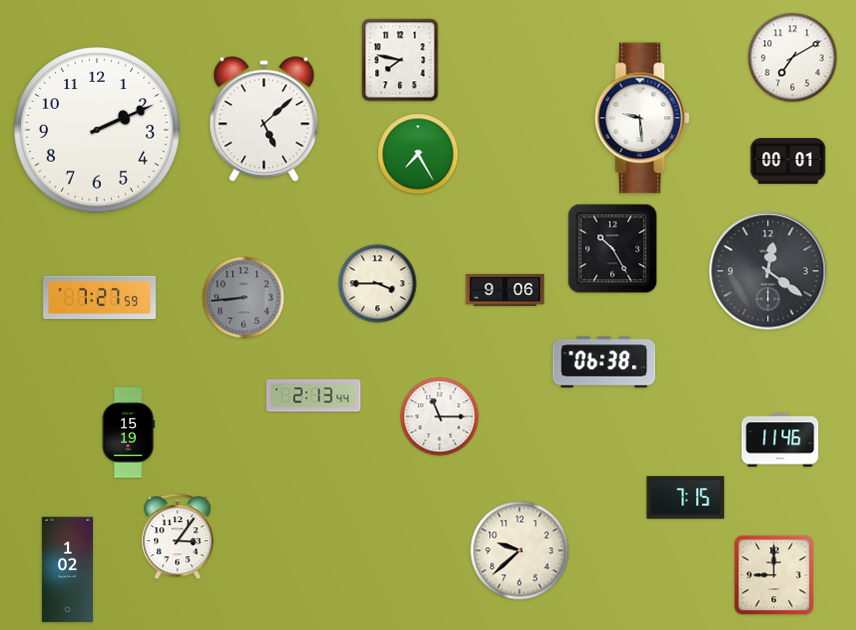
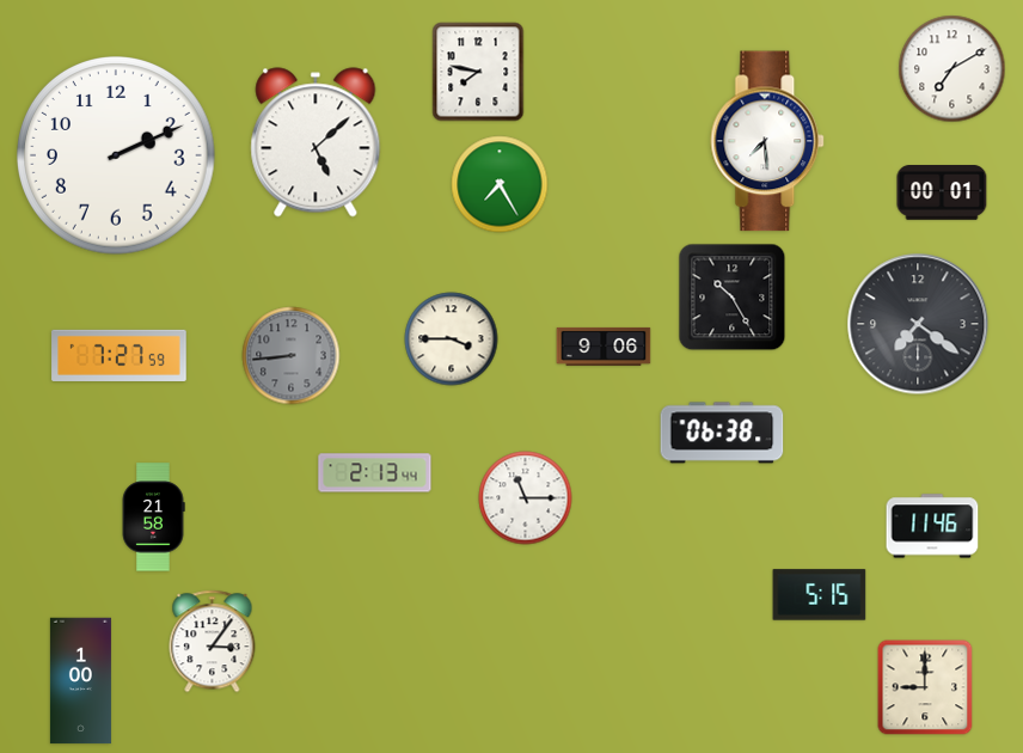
clock at (793, 58) position: (793, 58) -> (952, 69)
clock at (643, 118): 9:29 -> 7:29
clock at (768, 271): 12:21 -> 7:21
clock at (128, 433): 15:19 -> 21:58
clock at (686, 498): 7:15 -> 5:15
clock at (520, 551): 9:38 -> none
clock at (67, 570): 1:02 -> 1:00
